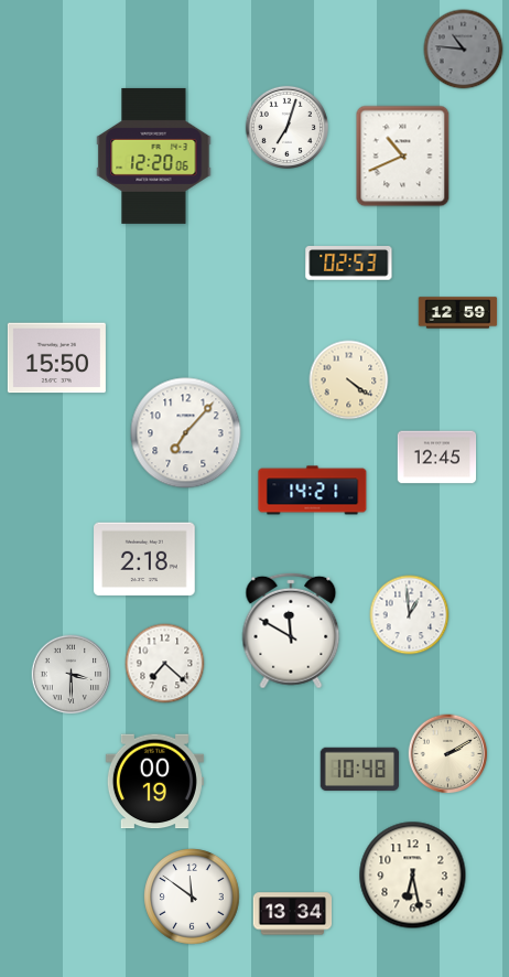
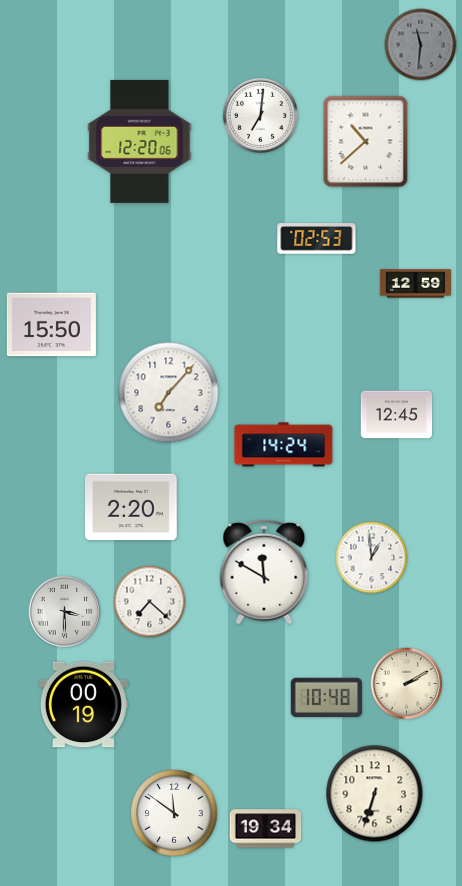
clock at (464, 50): 10:46 -> 11:31
clock at (286, 127): 7:03 -> 7:01
clock at (403, 157): 10:41 -> 10:38
clock at (349, 380): 4:21 -> none
clock at (313, 491): 14:21 -> 14:24
clock at (144, 559): 2:18 -> 2:20
clock at (154, 782) position: (154, 782) -> (83, 705)
clock at (413, 876): 6:28 -> 6:33
clock at (293, 914): 13:34 -> 19:34
